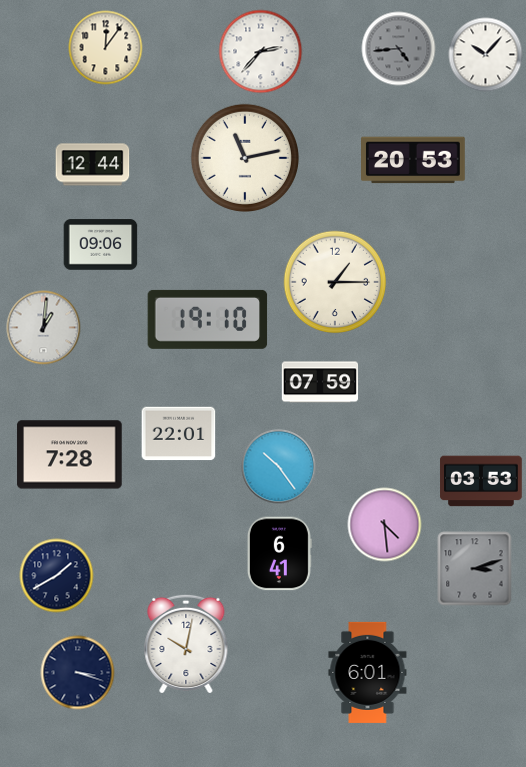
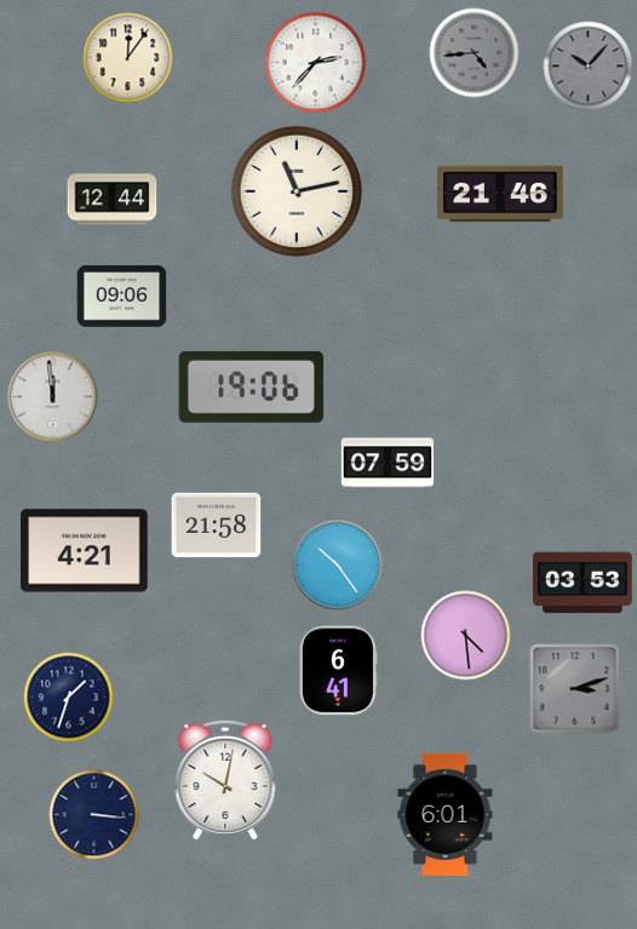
clock at (399, 49) position: (399, 49) -> (475, 53)
clock at (486, 55) dial: white -> grey
clock at (414, 160): 20:53 -> 21:46
clock at (335, 282): 1:15 -> none
clock at (208, 319): 19:10 -> 19:06
clock at (44, 328): 1:01 -> 11:59
clock at (179, 434): 22:01 -> 21:58
clock at (70, 455): 7:28 -> 4:21
clock at (57, 576): 1:40 -> 1:33
clock at (78, 673): 3:18 -> 3:16
